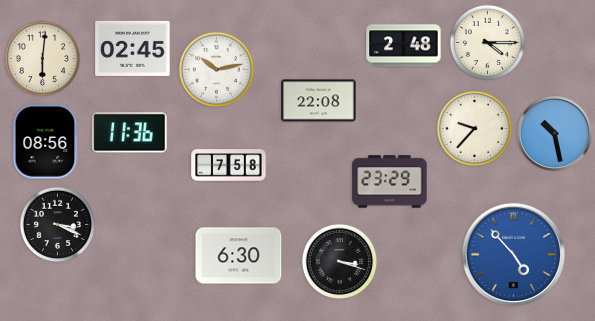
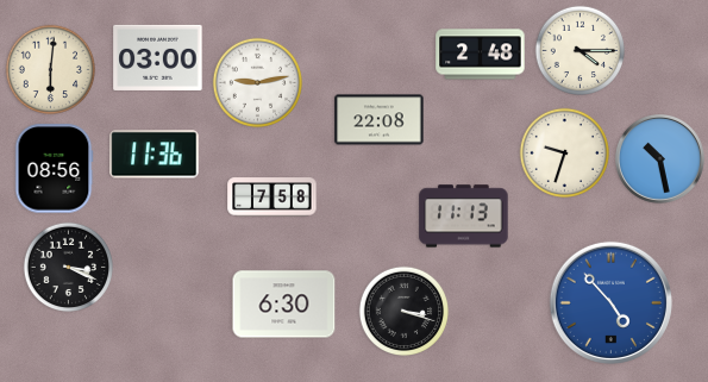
clock at (133, 48): 02:45 -> 03:00
clock at (216, 69): 10:13 -> 9:13
clock at (474, 128): 9:37 -> 9:33
clock at (130, 133) position: (130, 133) -> (155, 155)
clock at (390, 182): 23:29 -> 11:13
